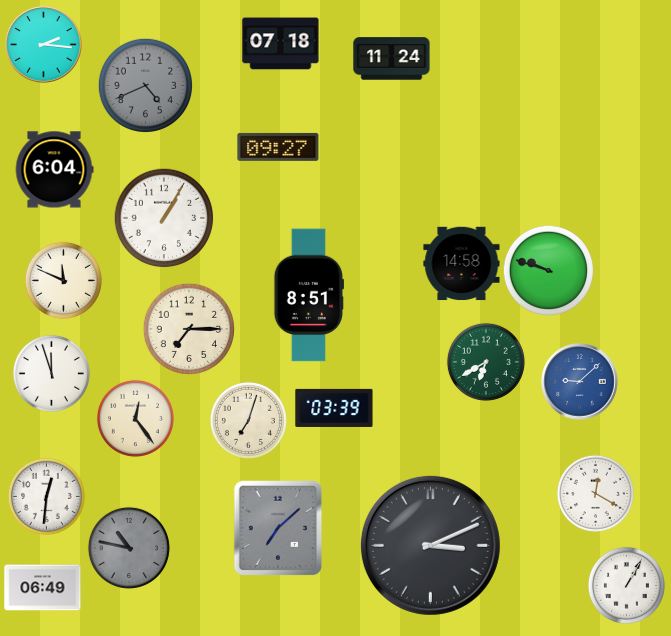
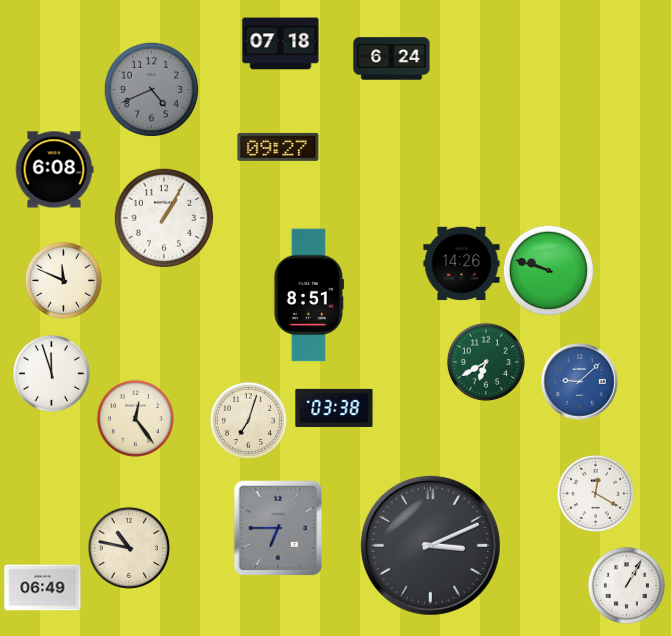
clock at (44, 45): 2:16 -> none
clock at (392, 59): 11:24 -> 6:24
clock at (145, 85) position: (145, 85) -> (151, 89)
clock at (54, 170): 6:04 -> 6:08
clock at (462, 264): 14:58 -> 14:26
clock at (188, 328): 7:15 -> none
clock at (334, 408): 03:39 -> 03:38
clock at (46, 496): 12:31 -> none
clock at (278, 528): 7:08 -> 6:45
clock at (129, 548) dial: grey -> cream
